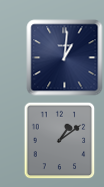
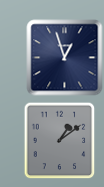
clock at (65, 58): 1:01 -> 12:57
